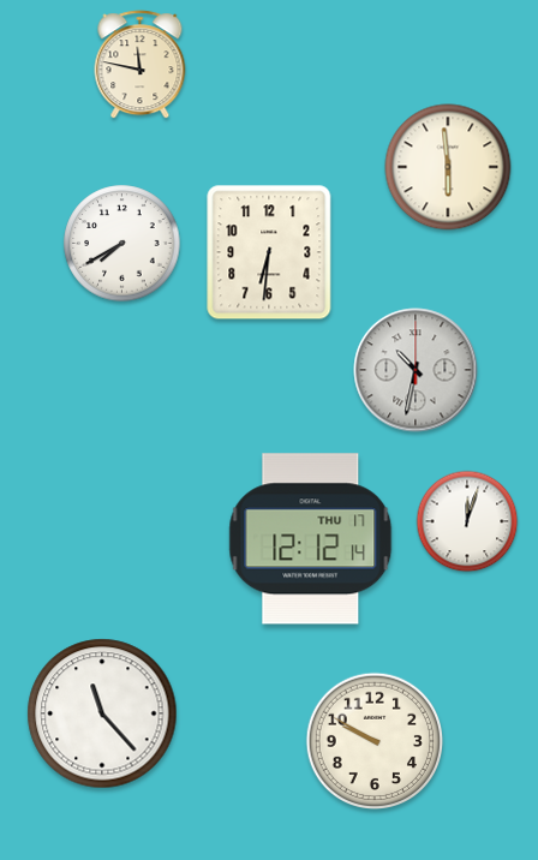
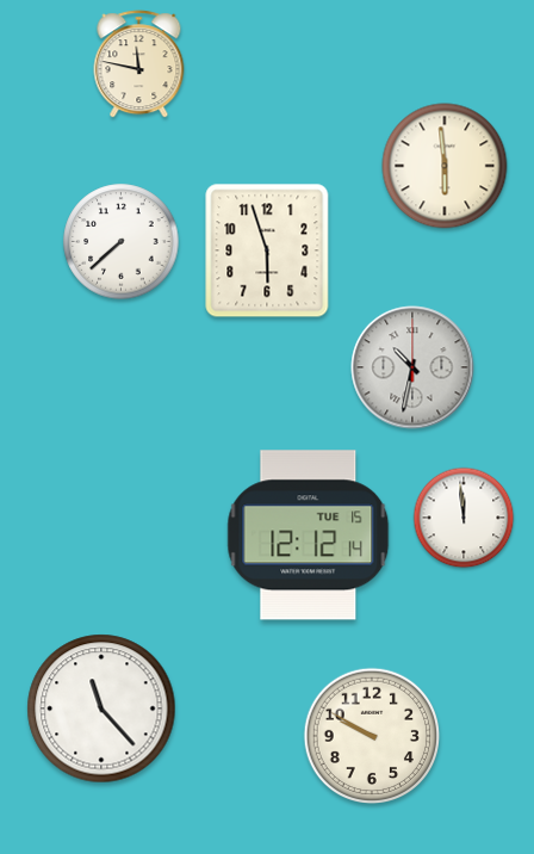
clock at (122, 244): 7:40 -> 7:38
clock at (269, 252): 6:31 -> 5:57
clock at (467, 521): 12:03 -> 11:59
clock at (311, 539) date: THU 17 -> TUE 15
